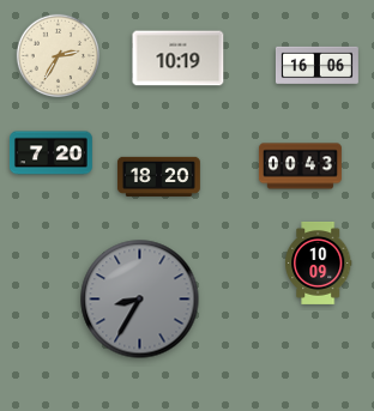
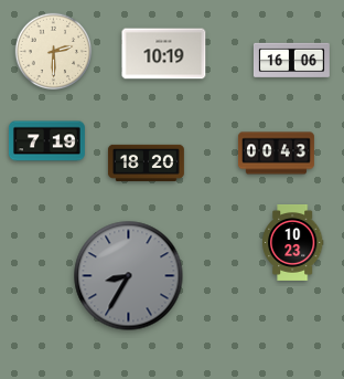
clock at (59, 56): 2:35 -> 2:30
clock at (50, 153): 7:20 -> 7:19
clock at (319, 264): 10:09 -> 10:23
